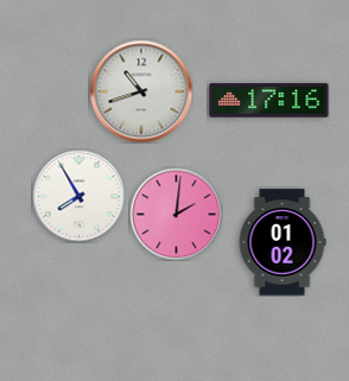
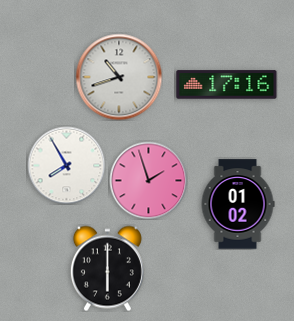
clock at (176, 214): 2:01 -> 1:57
clock at (107, 268): none -> 6:00
